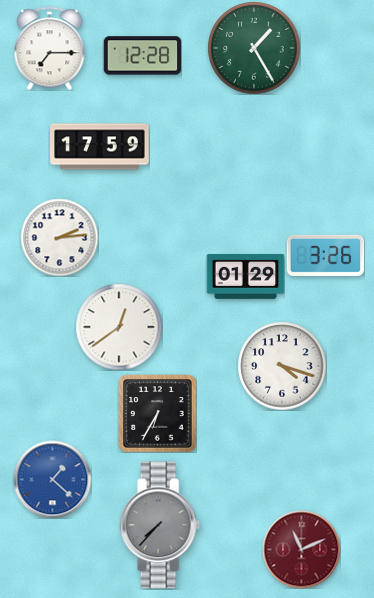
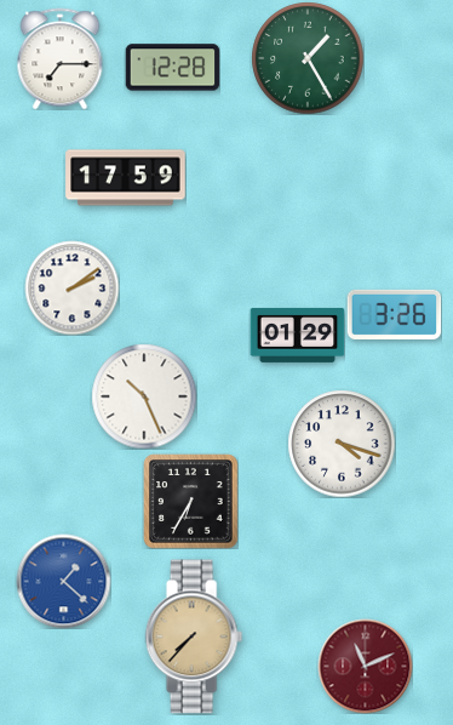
clock at (100, 147) position: (100, 147) -> (126, 178)
clock at (59, 237): 2:14 -> 2:09
clock at (325, 255) position: (325, 255) -> (394, 314)
clock at (119, 327): 12:39 -> 10:26
clock at (160, 525) dial: grey -> champagne
